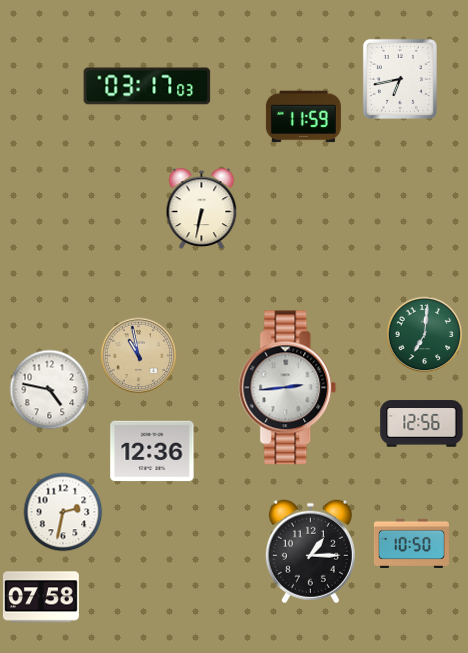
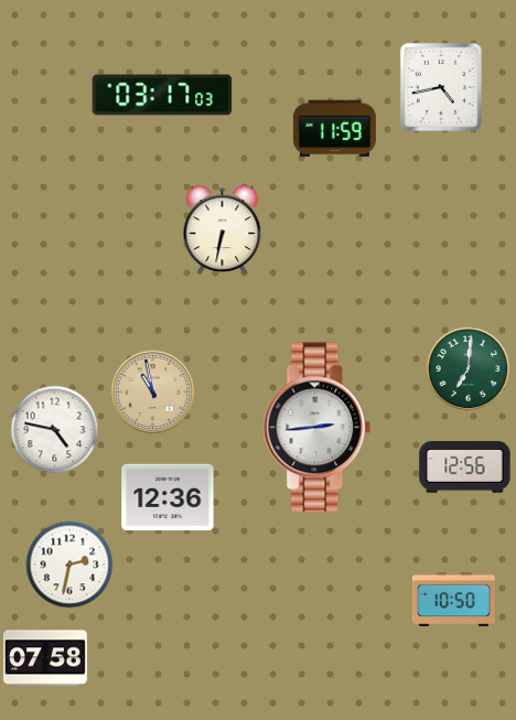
clock at (400, 79): 6:43 -> 4:43
clock at (310, 552): 1:15 -> none
